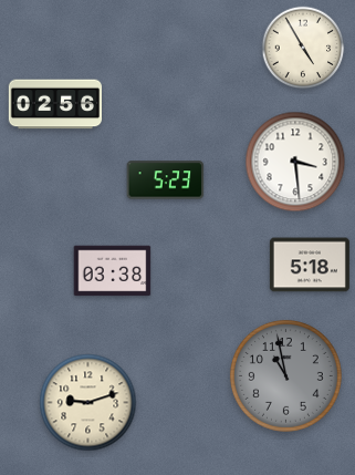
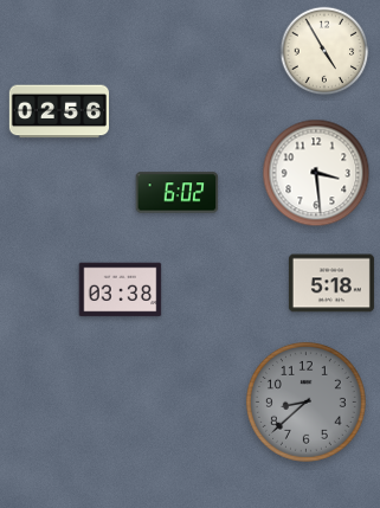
clock at (166, 180): 5:23 -> 6:02
clock at (285, 375): 10:58 -> 8:38
clock at (88, 403): 9:12 -> none
